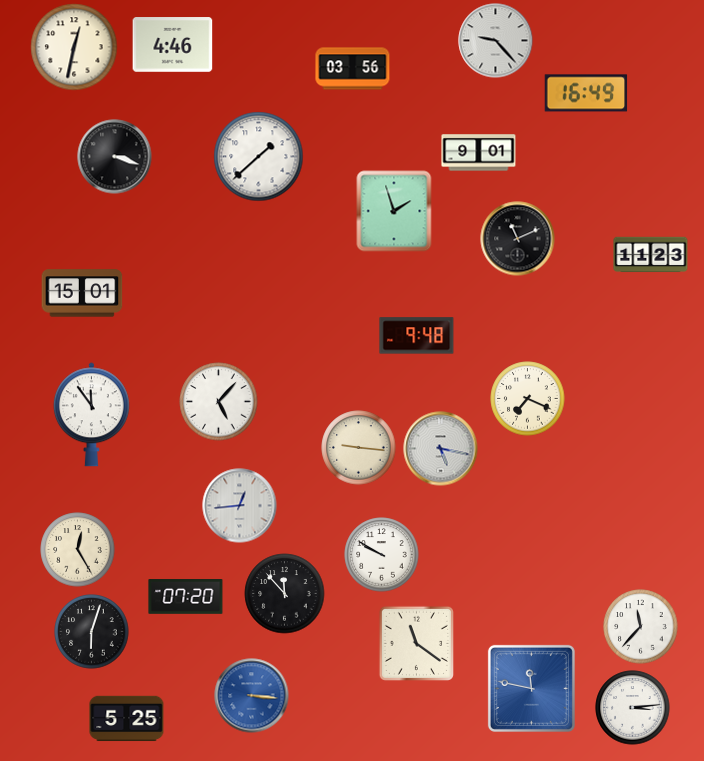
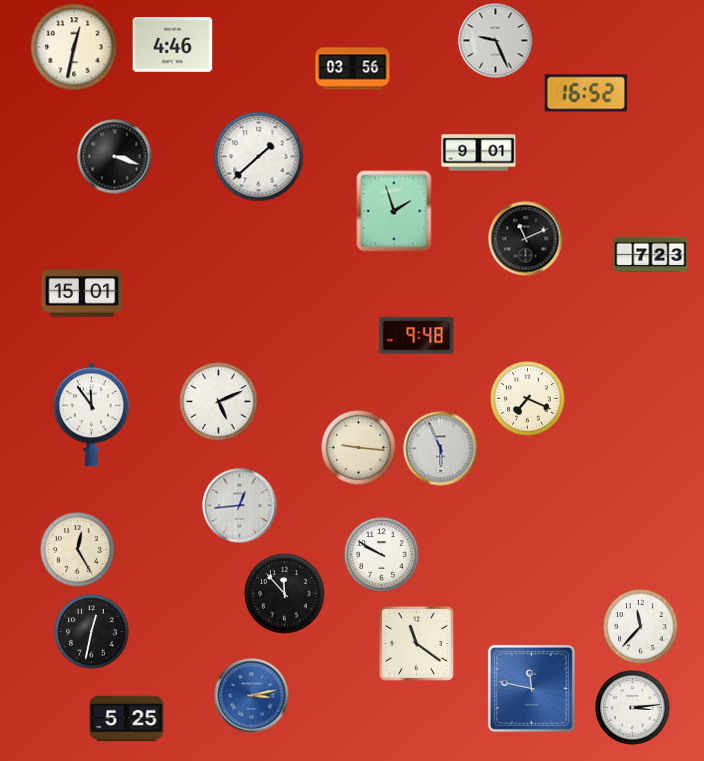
clock at (496, 41): 9:23 -> 9:26
clock at (586, 93): 16:49 -> 16:52
clock at (518, 239) position: (518, 239) -> (526, 239)
clock at (651, 255): 11:23 -> 7:23
clock at (219, 402): 5:07 -> 5:11
clock at (441, 449): 5:17 -> 5:56
clock at (186, 597): 07:20 -> none
clock at (92, 632): 6:03 -> 12:32
clock at (252, 696): 3:16 -> 3:13
